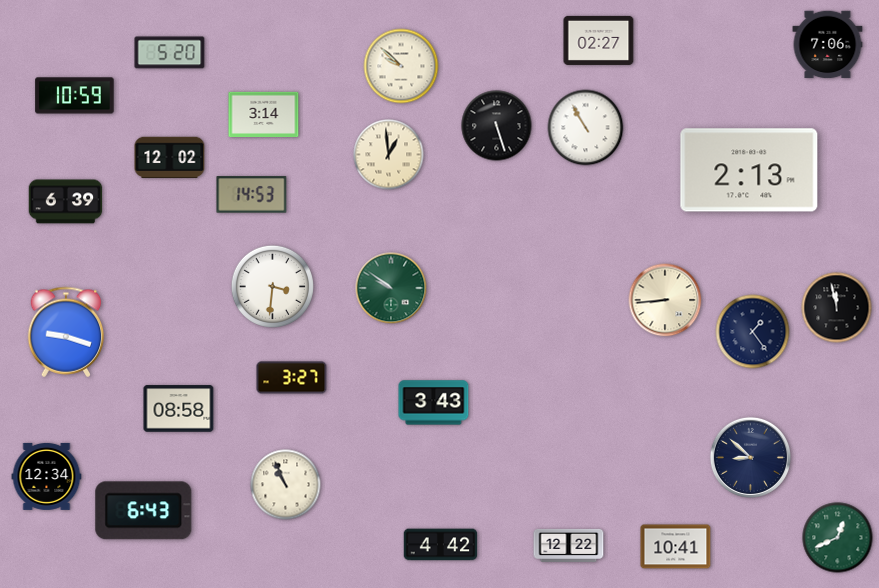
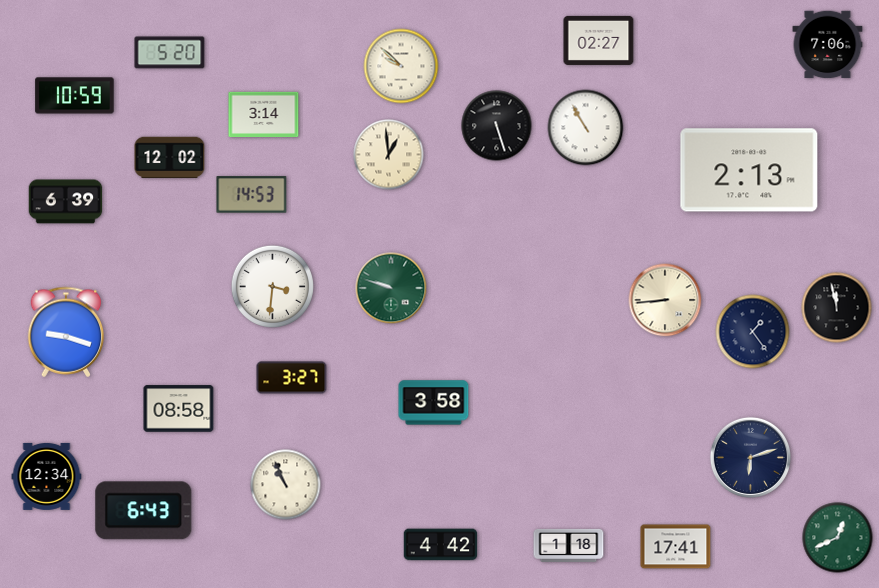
clock at (391, 288): 9:51 -> 9:48
clock at (434, 403): 3:43 -> 3:58
clock at (750, 457): 8:52 -> 6:12
clock at (569, 545): 12:22 -> 1:18
clock at (676, 547): 10:41 -> 17:41
